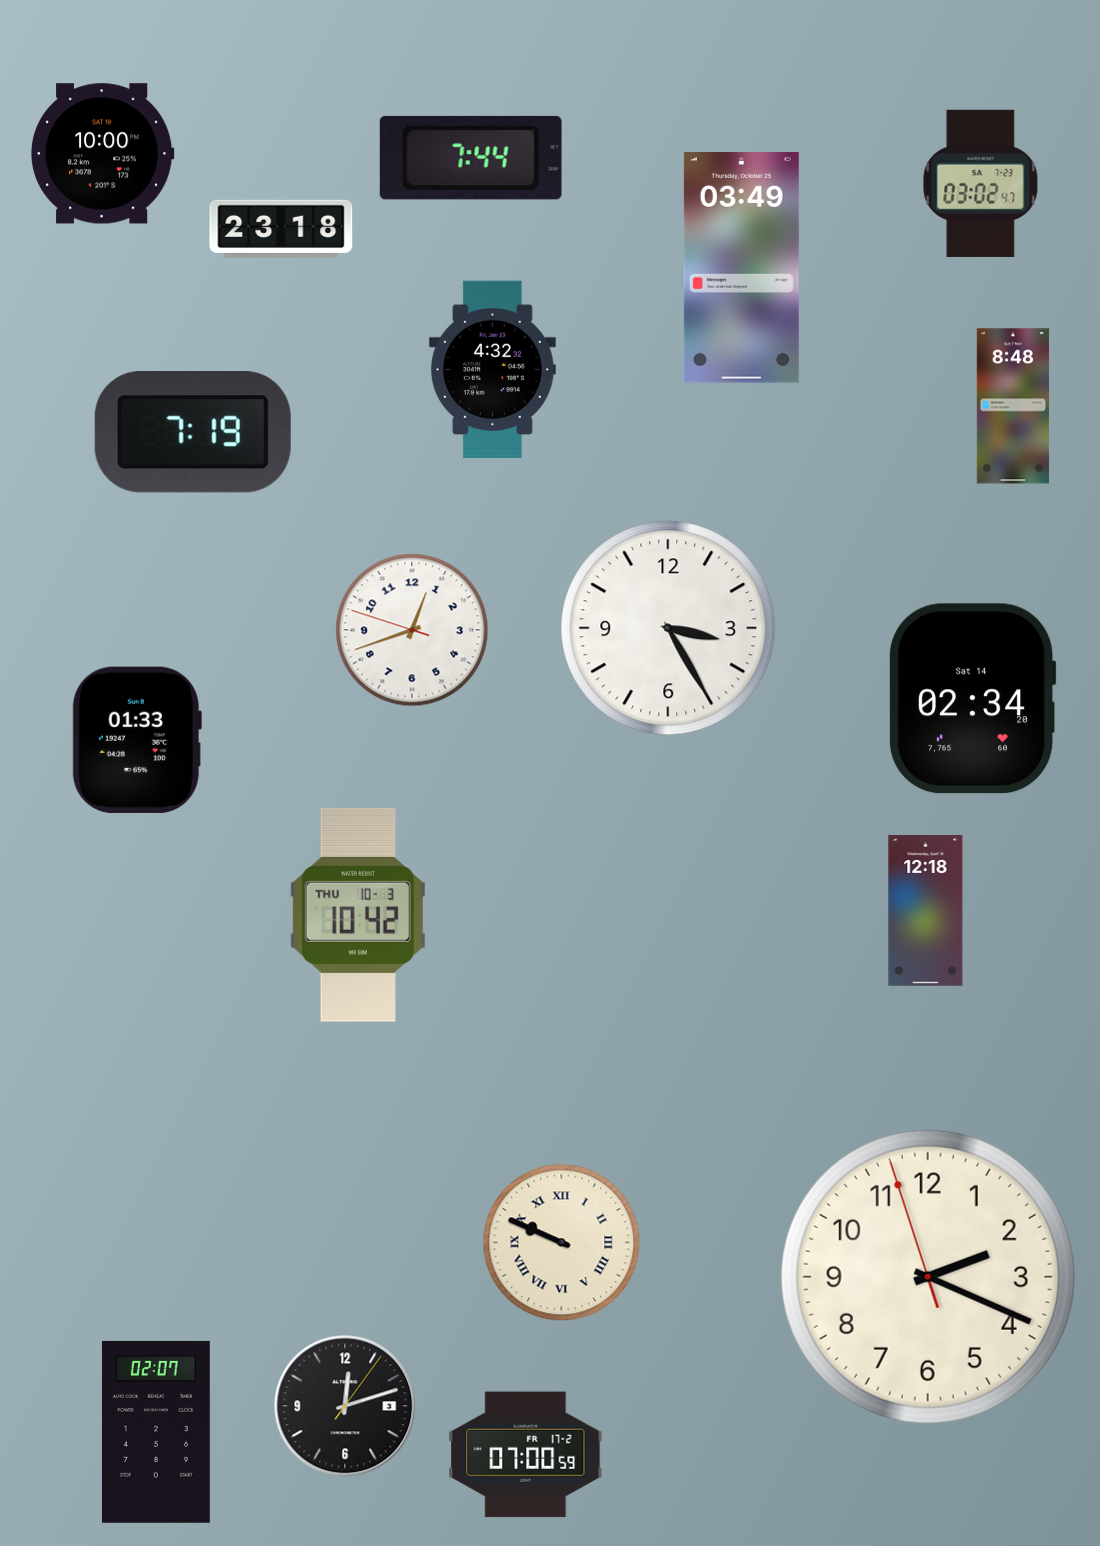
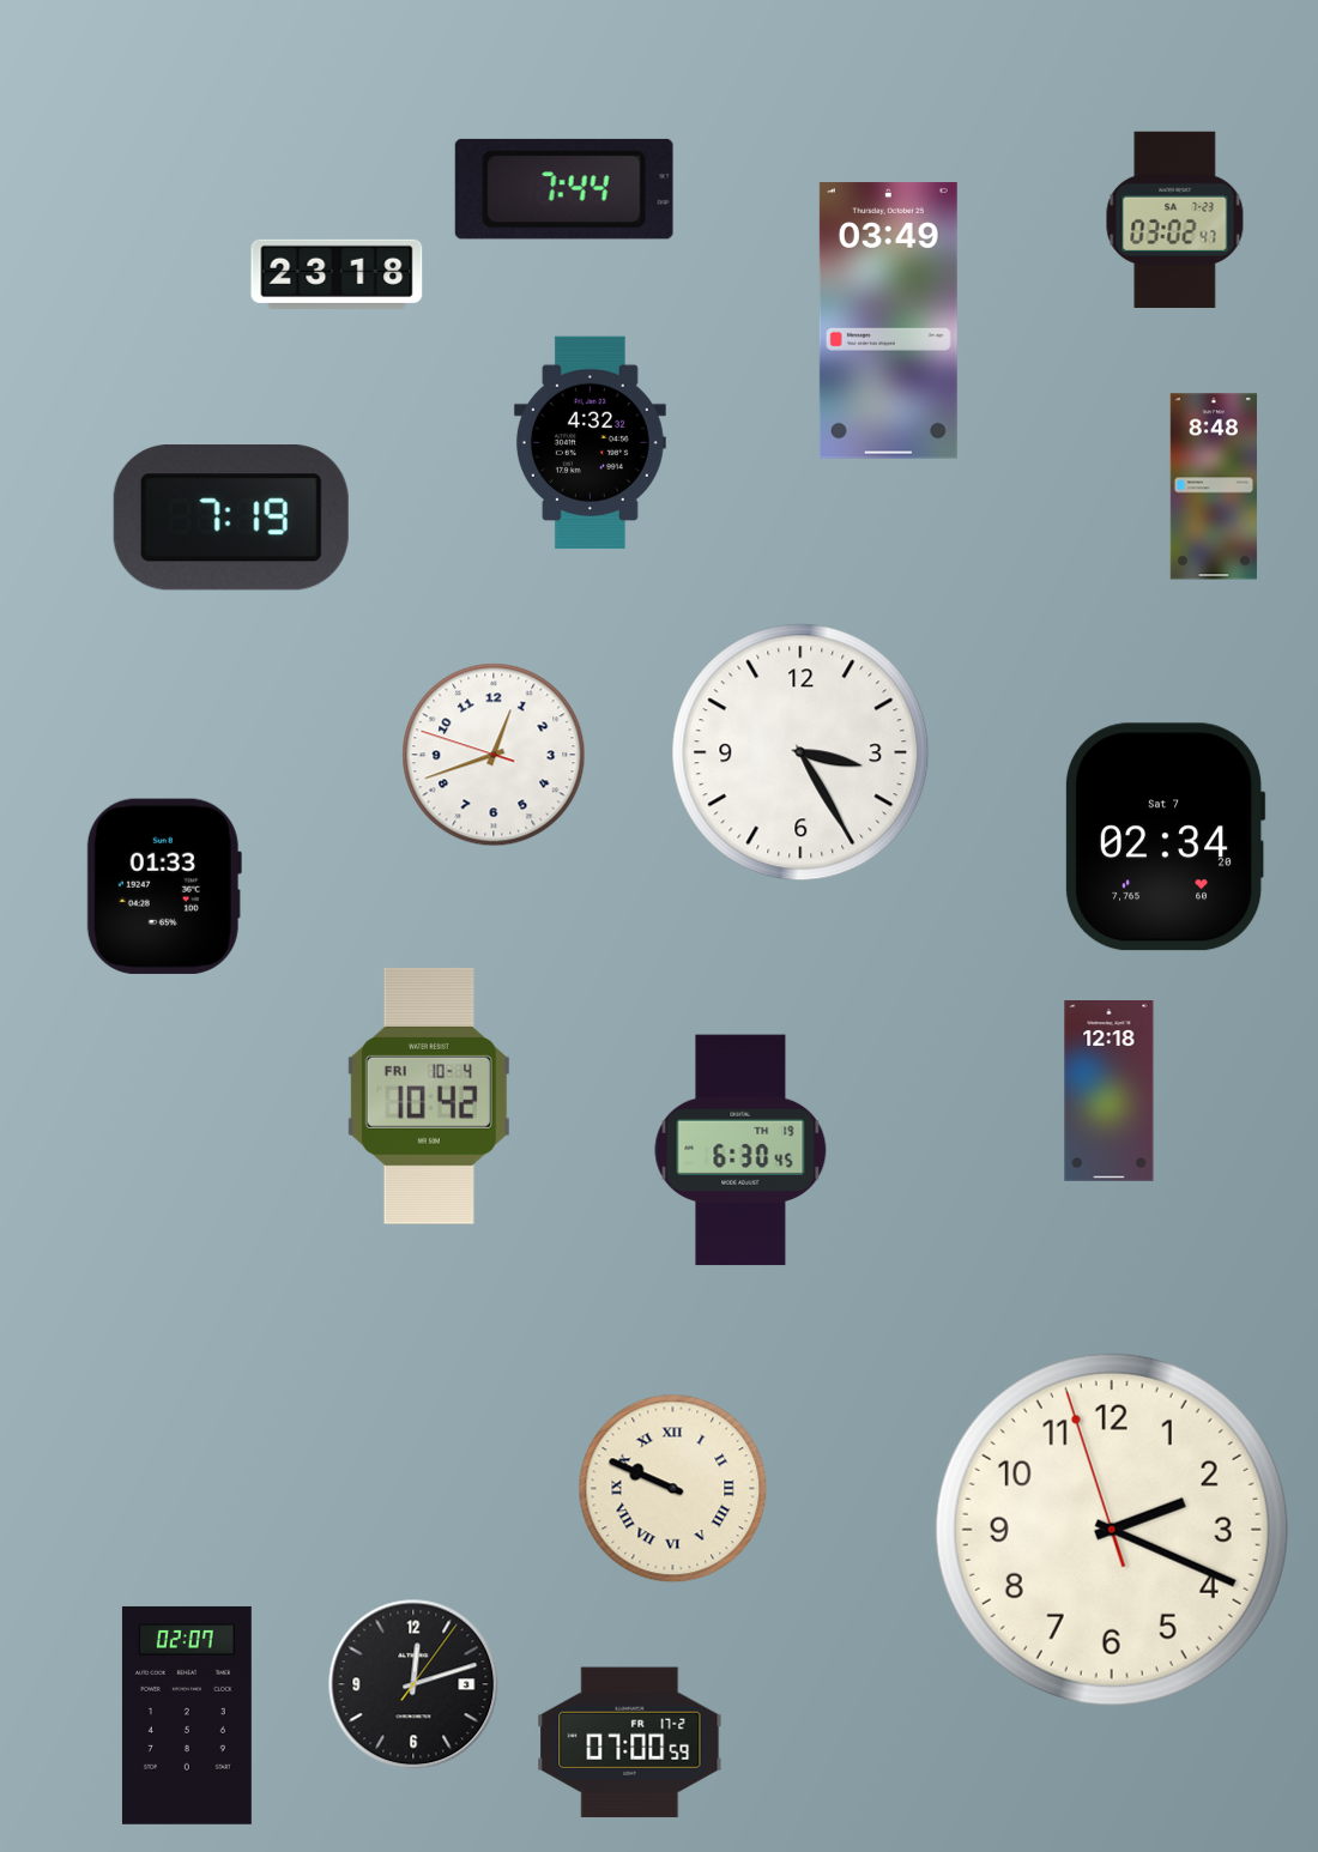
clock at (102, 154): 10:00 -> none
clock at (972, 699) date: Sat 14 -> Sat 7
clock at (358, 915) date: THU 10-3 -> FRI 10-4
clock at (740, 1150): none -> 6:30
